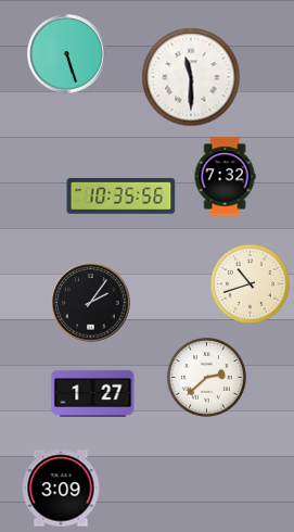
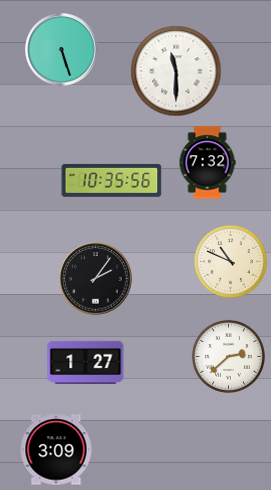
clock at (250, 283): 10:42 -> 10:49
clock at (91, 303) position: (91, 303) -> (96, 279)
clock at (206, 377) position: (206, 377) -> (228, 356)
